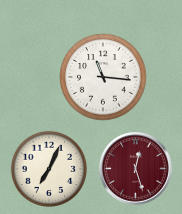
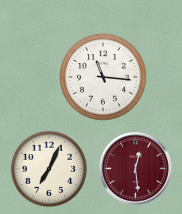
clock at (135, 168): 12:27 -> 12:29
